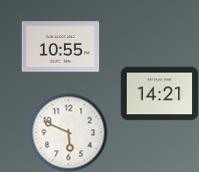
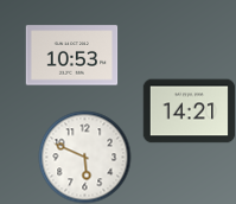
clock at (60, 47): 10:55 -> 10:53
clock at (68, 132) position: (68, 132) -> (84, 157)
